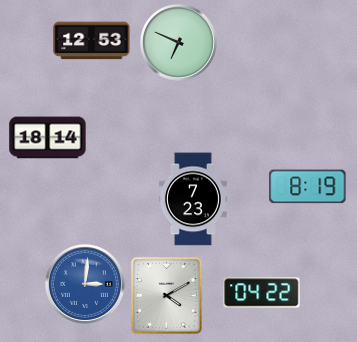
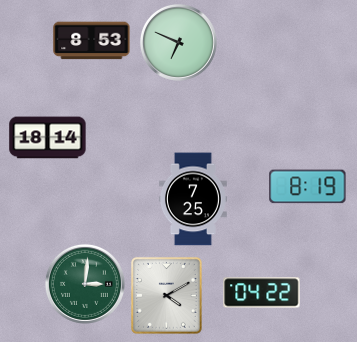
clock at (92, 41): 12:53 -> 8:53
clock at (193, 199): 7:23 -> 7:25
clock at (85, 284) dial: blue -> green
